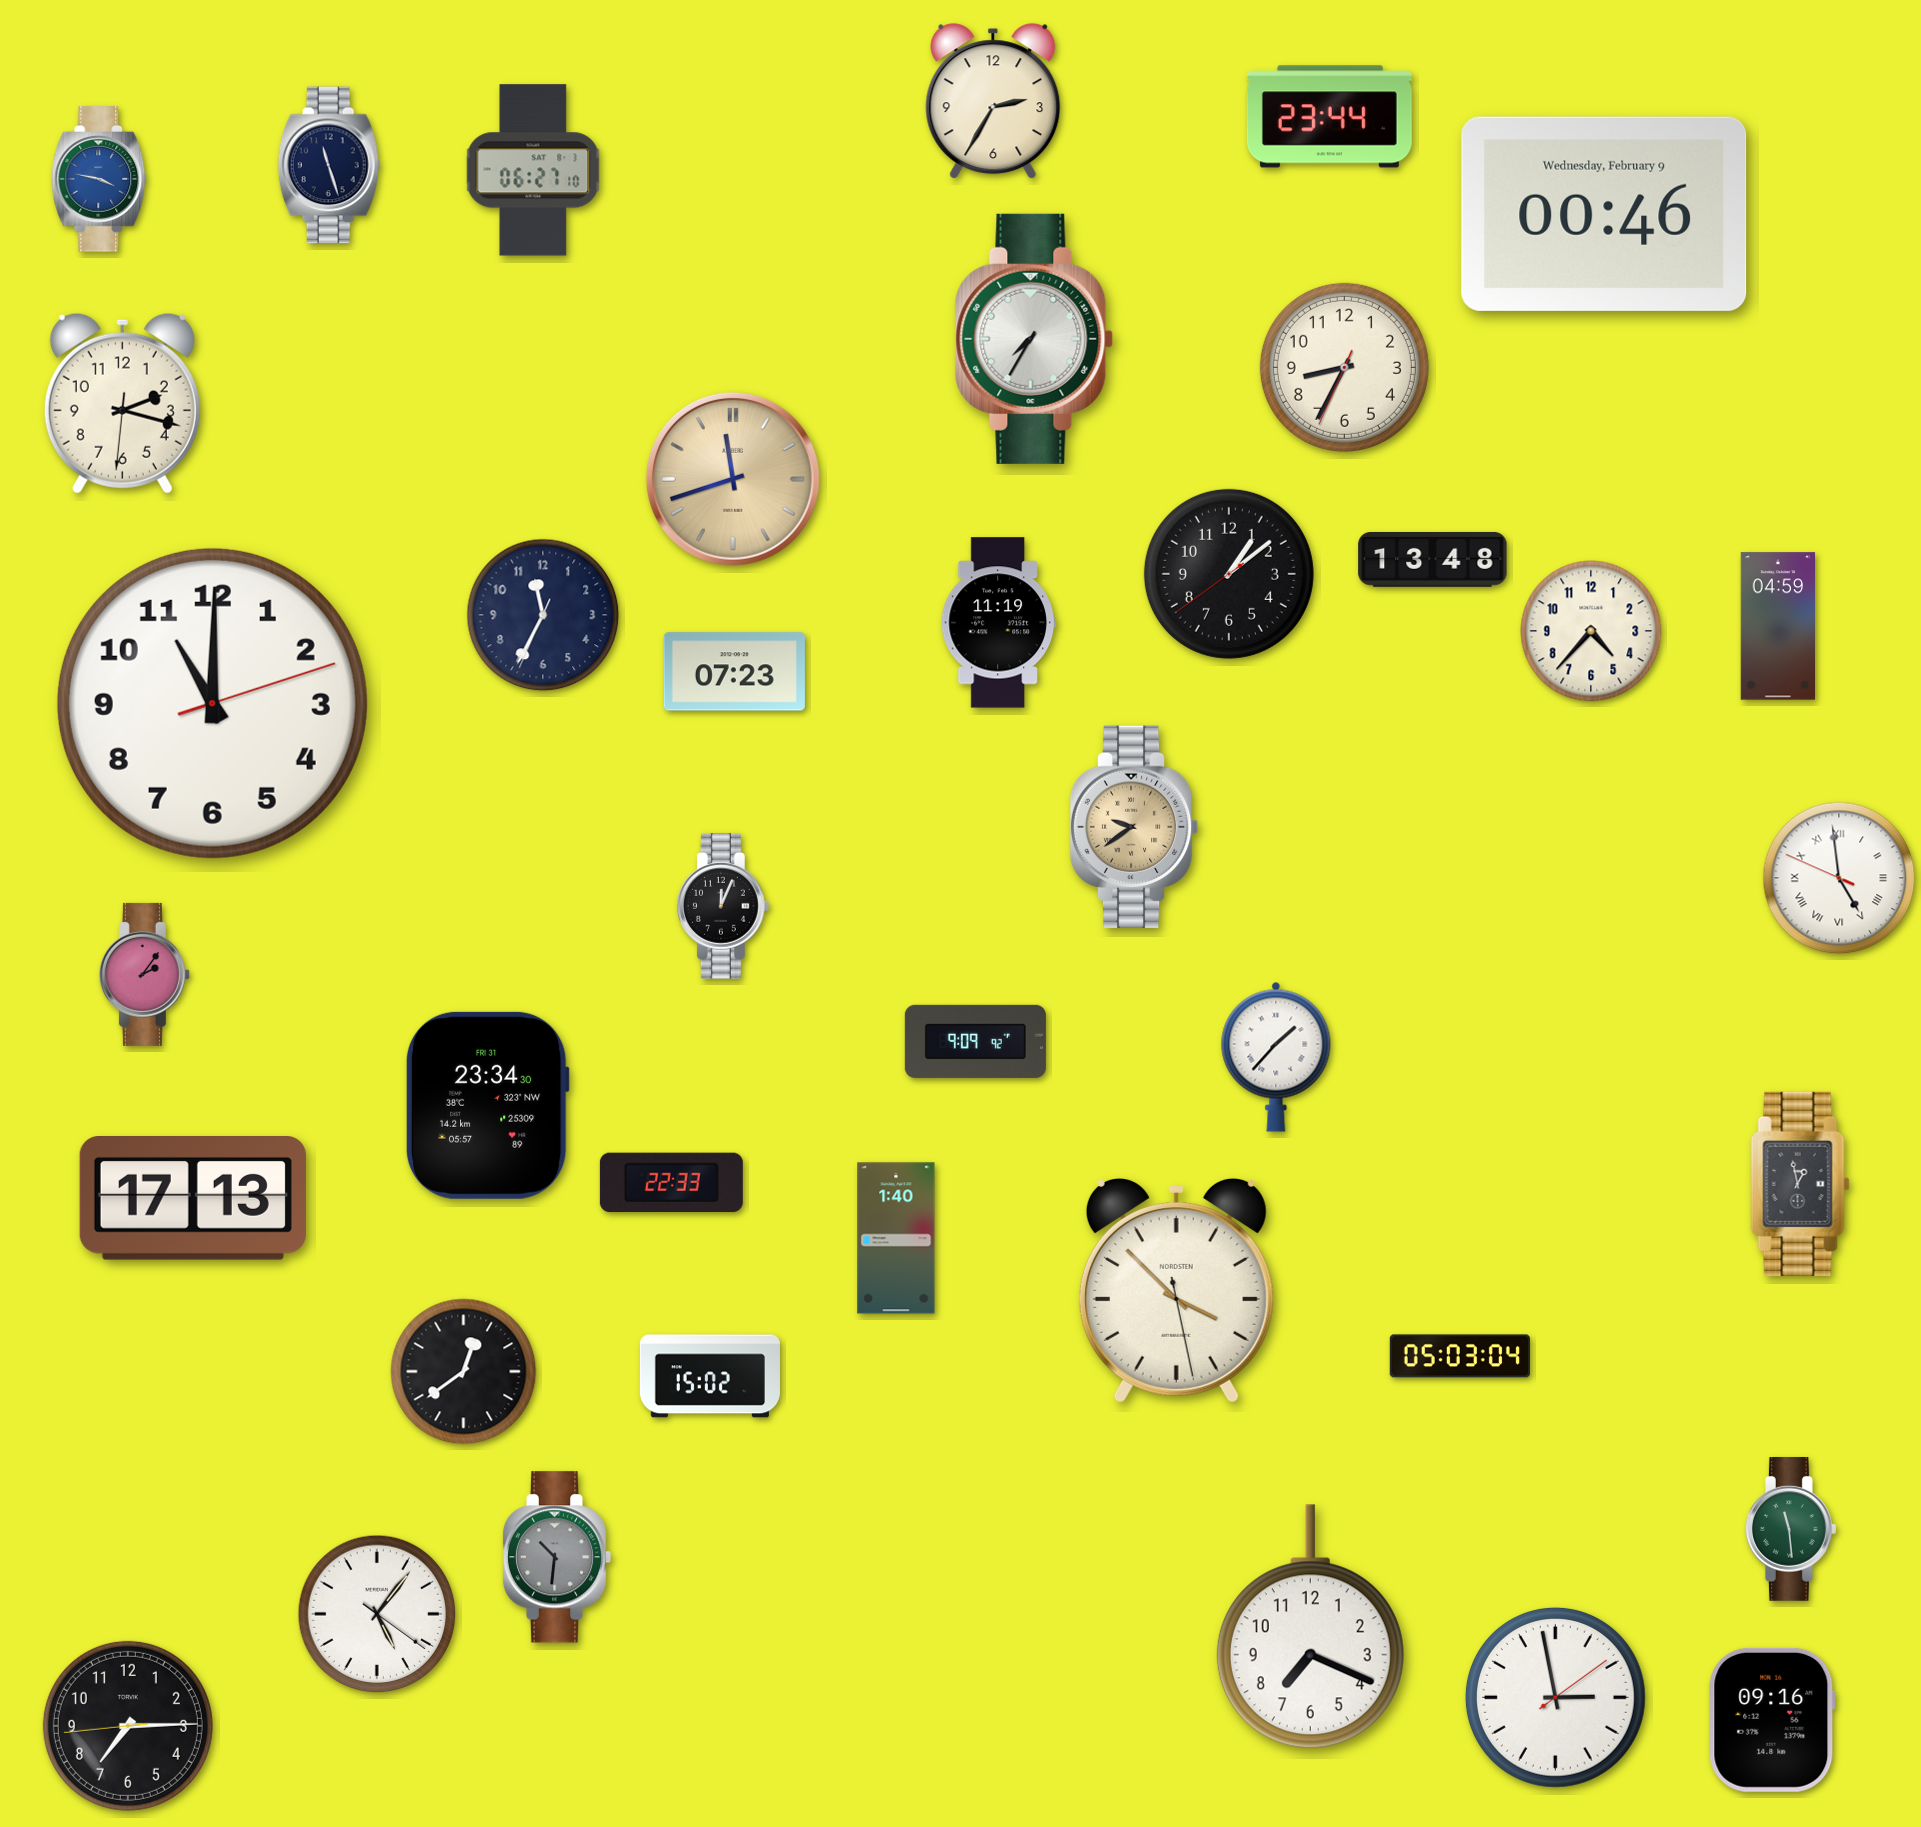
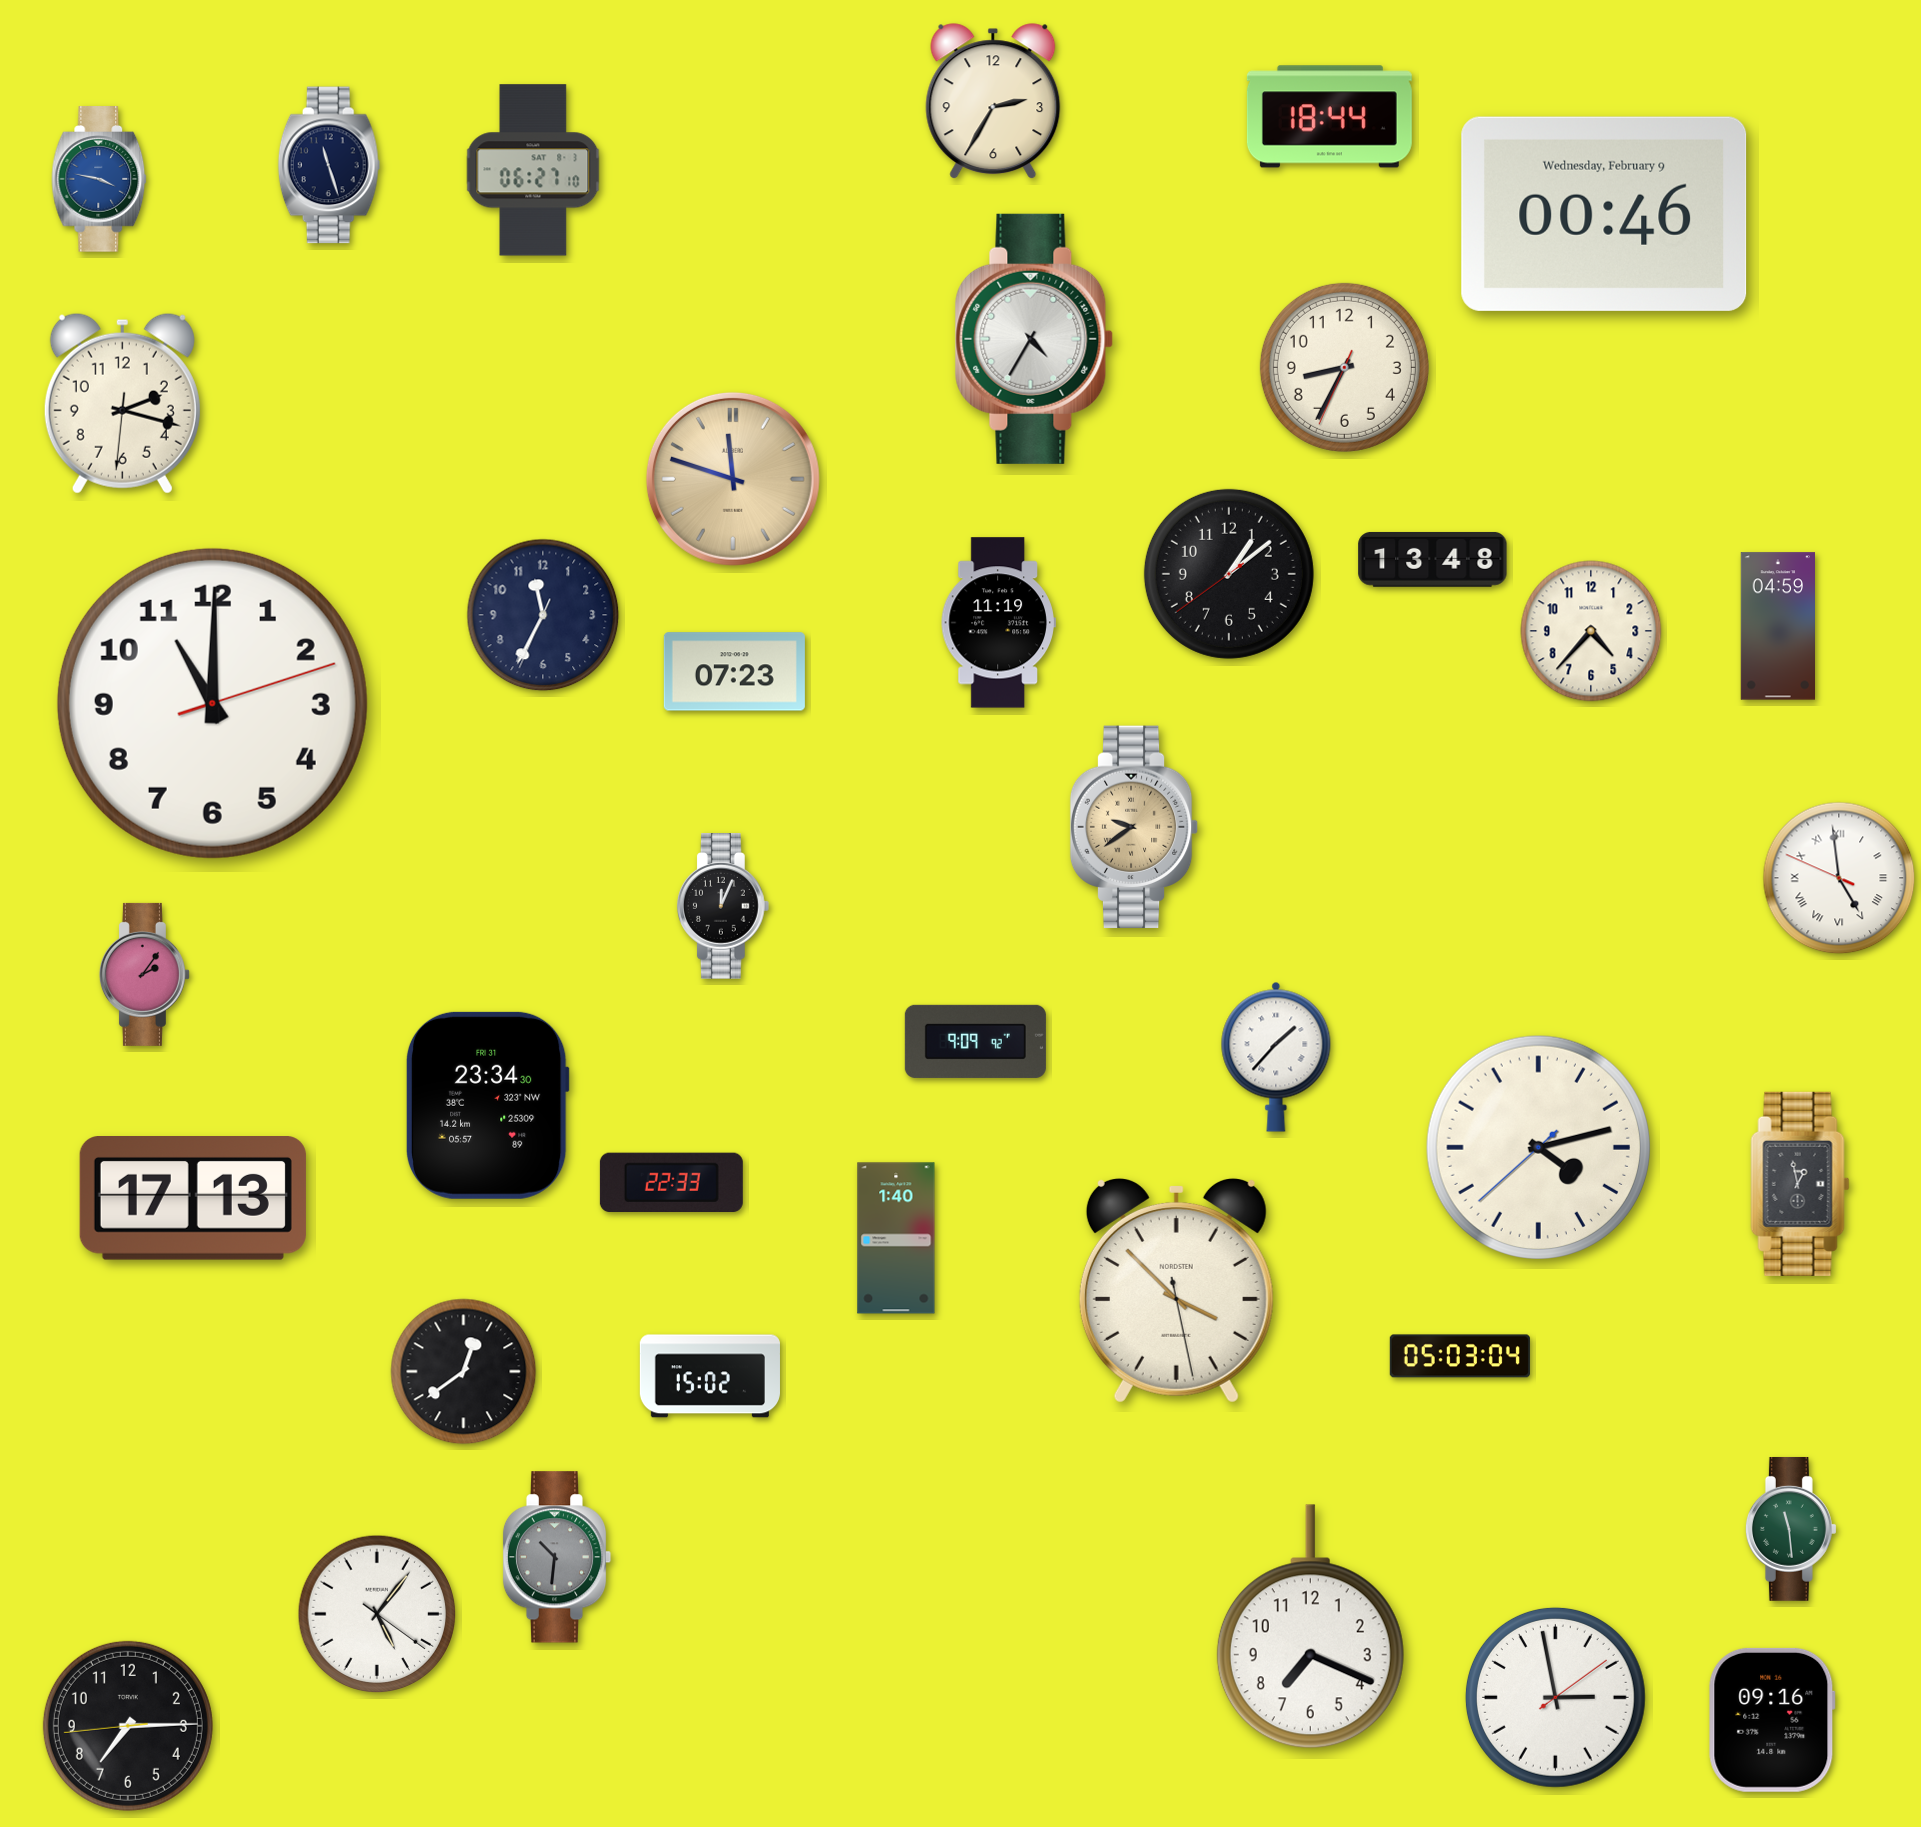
clock at (1329, 117): 23:44 -> 18:44
clock at (1034, 339): 7:35 -> 4:35
clock at (733, 479): 11:42 -> 11:48
clock at (1538, 1147): none -> 4:12
